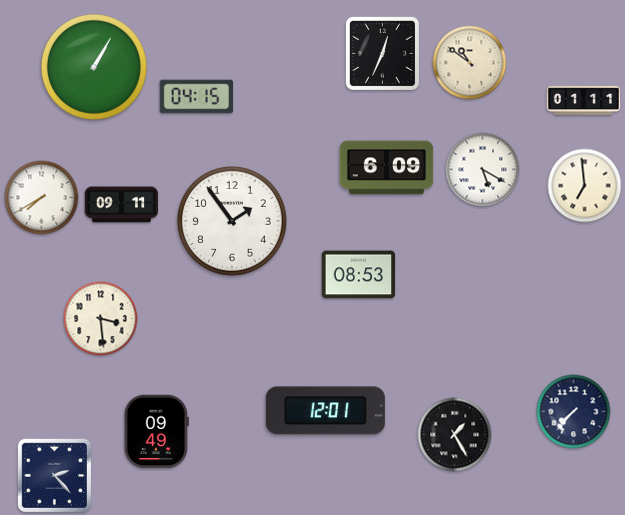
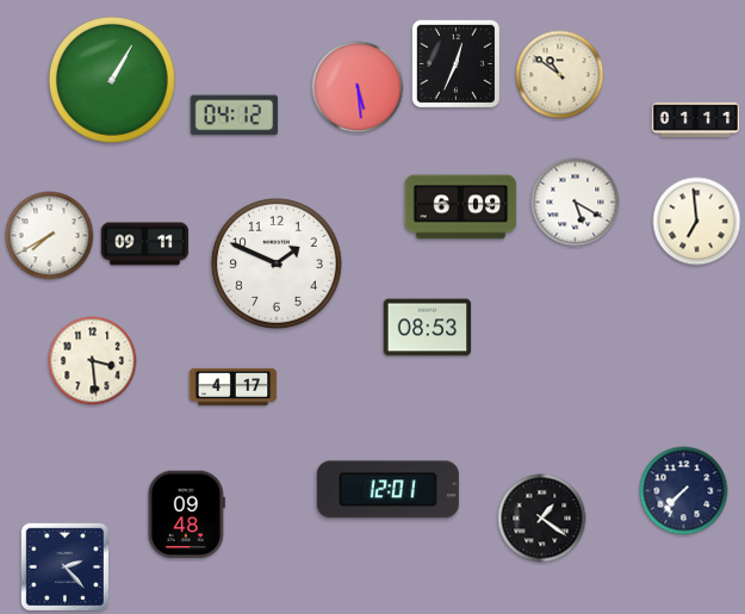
clock at (358, 87): none -> 5:29
clock at (197, 97): 04:15 -> 04:12
clock at (387, 168) position: (387, 168) -> (461, 207)
clock at (233, 222): 1:54 -> 1:49
clock at (101, 319) position: (101, 319) -> (93, 361)
clock at (234, 386): none -> 4:17
clock at (156, 432): 09:49 -> 09:48
clock at (455, 435): 1:25 -> 1:21
